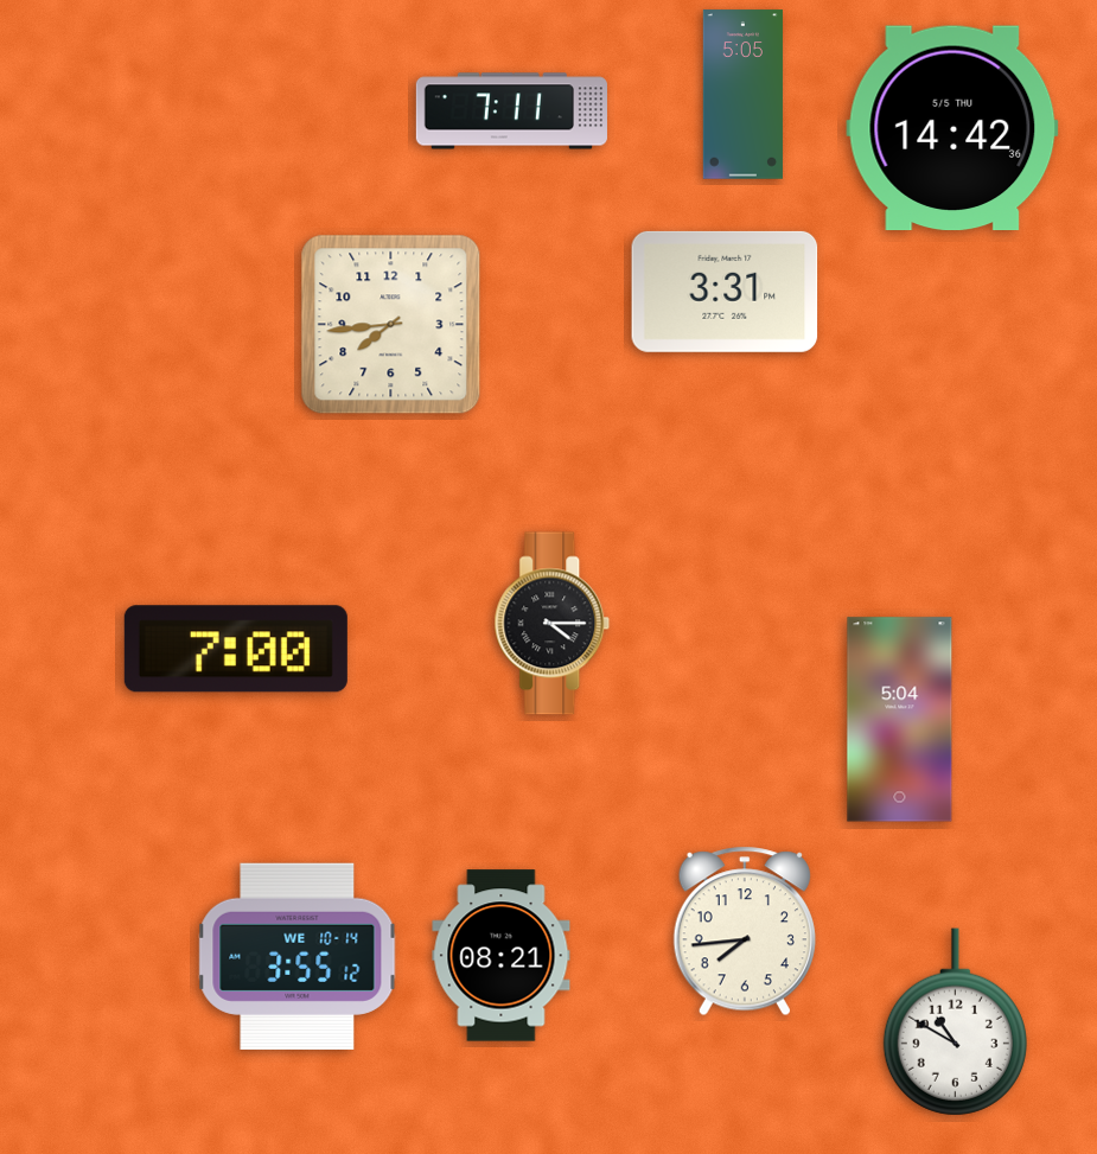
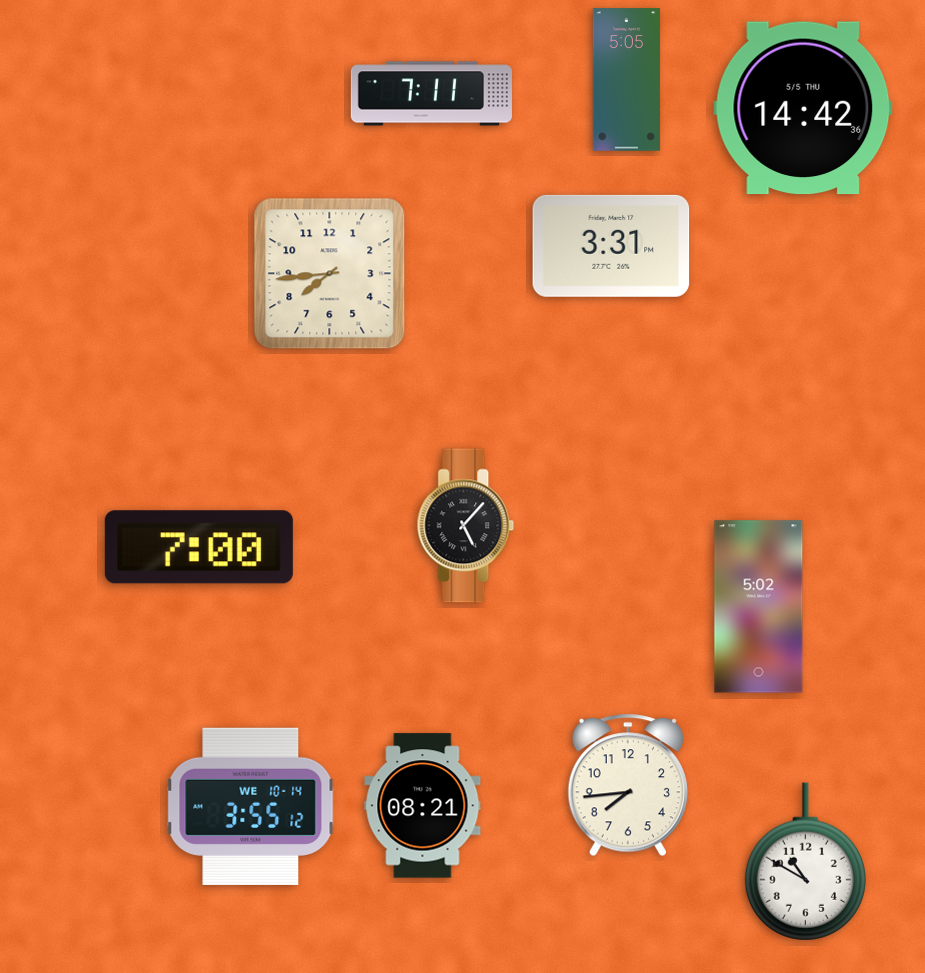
clock at (553, 624): 4:15 -> 5:07
clock at (900, 720): 5:04 -> 5:02
